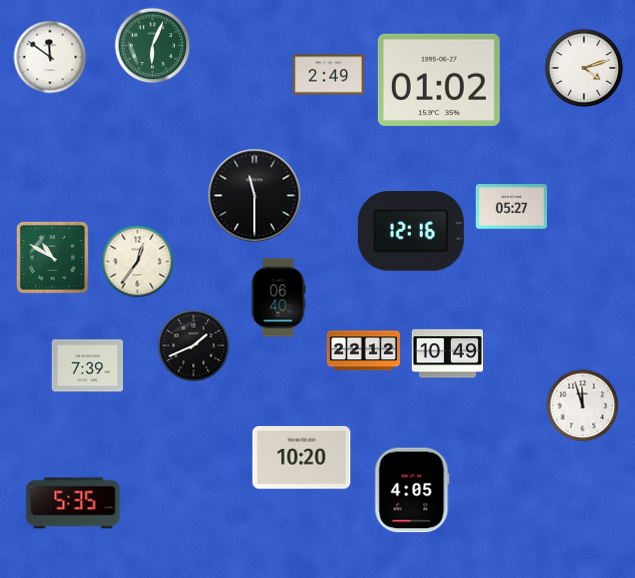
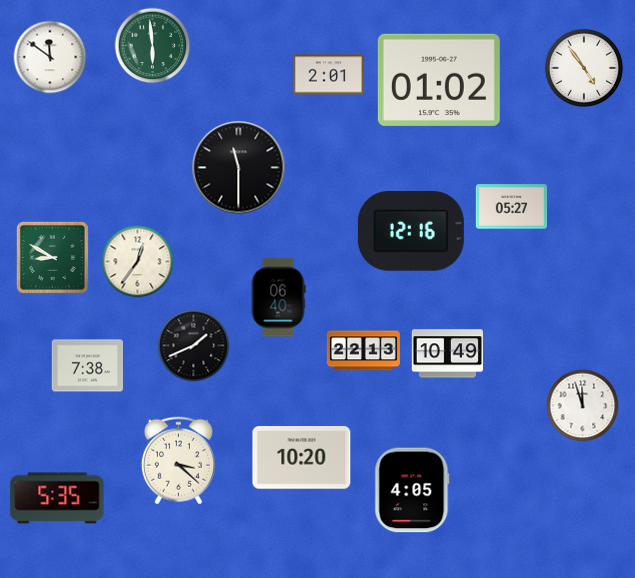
clock at (153, 46): 6:04 -> 5:59
clock at (584, 68): 4:12 -> 4:54
clock at (328, 75): 2:49 -> 2:01
clock at (255, 196) position: (255, 196) -> (239, 168)
clock at (52, 257): 10:50 -> 8:50
clock at (363, 351): 22:12 -> 22:13
clock at (87, 366): 7:39 -> 7:38
clock at (178, 461): none -> 3:22
clock at (73, 503) position: (73, 503) -> (57, 498)
